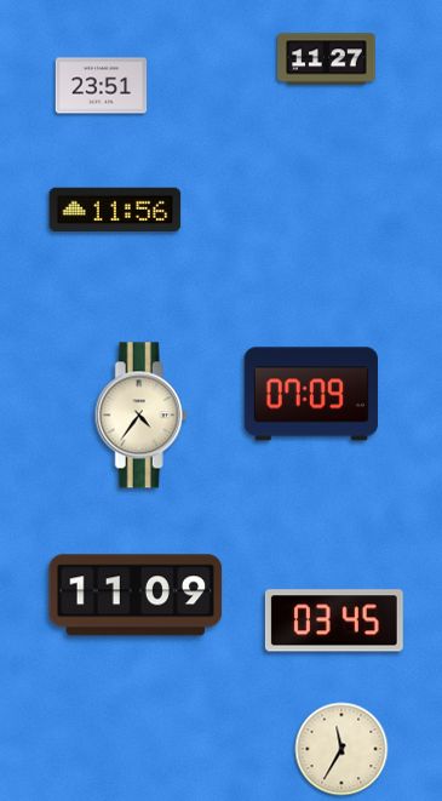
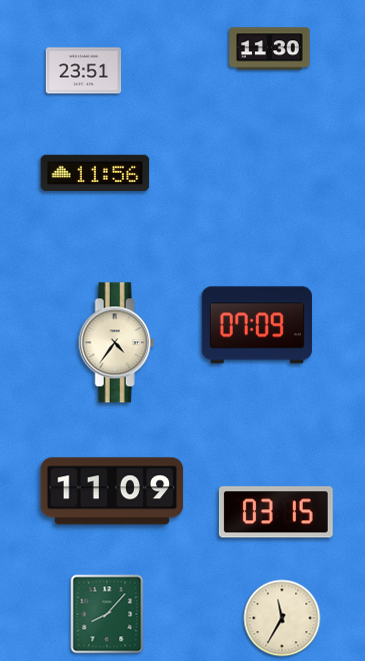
clock at (327, 59): 11:27 -> 11:30
clock at (334, 620): 03:45 -> 03:15
clock at (107, 614): none -> 8:07
